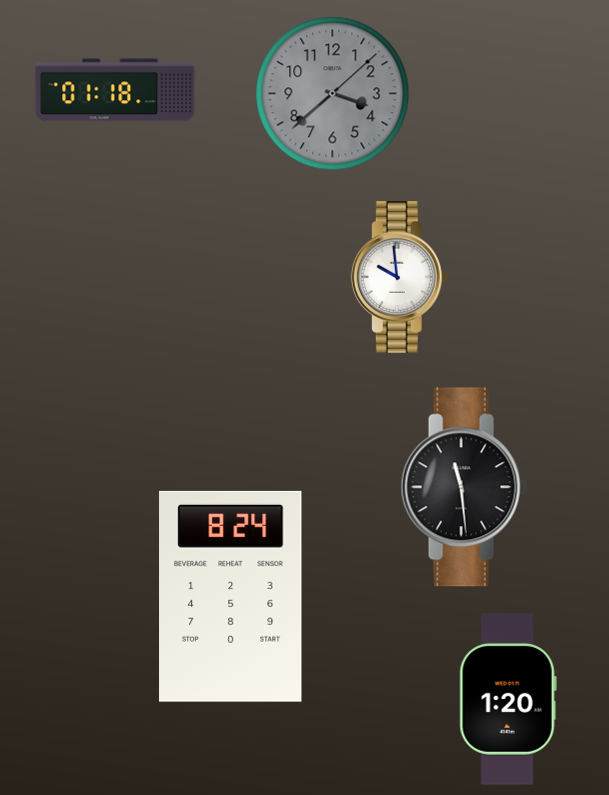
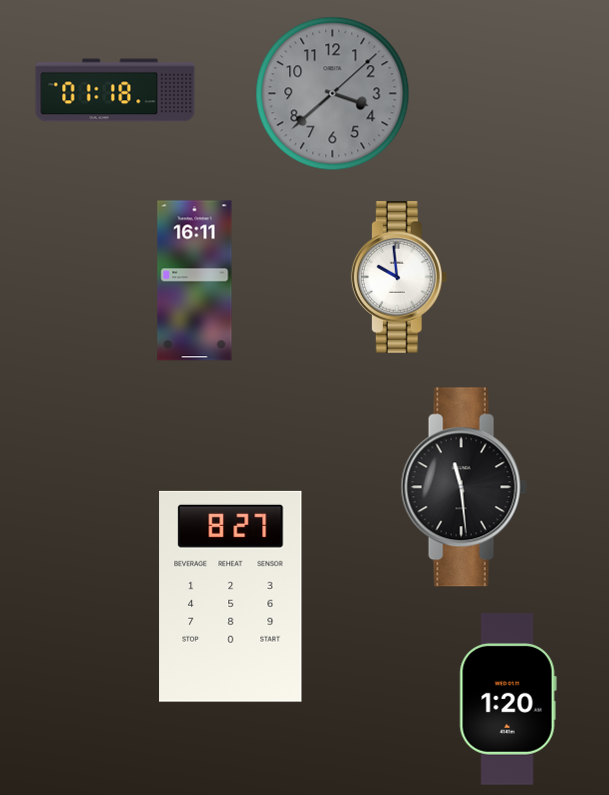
clock at (195, 281): none -> 16:11
clock at (231, 596): 8:24 -> 8:27
